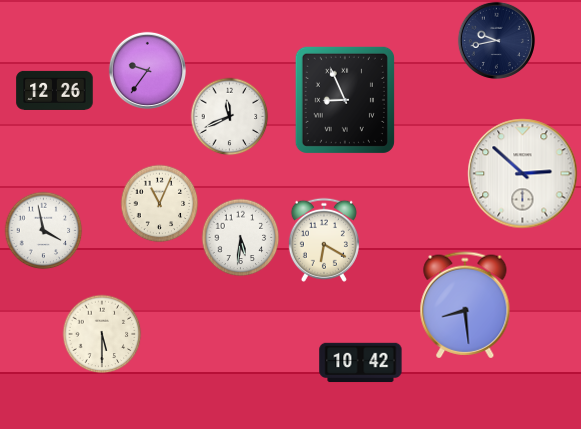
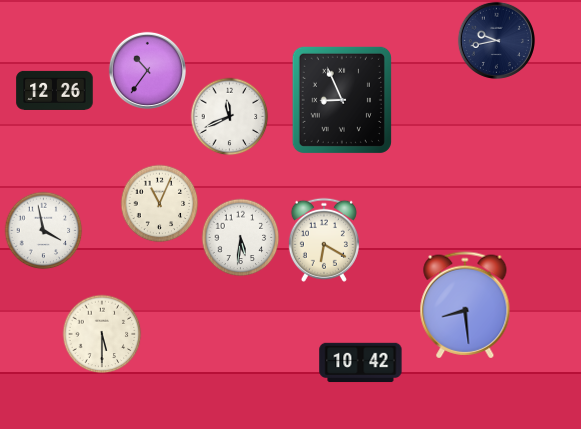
clock at (147, 70): 9:36 -> 10:36
clock at (345, 100) position: (345, 100) -> (342, 100)
clock at (523, 174): 2:52 -> none
